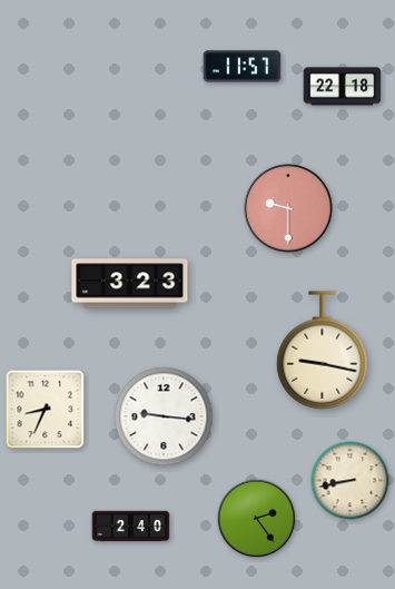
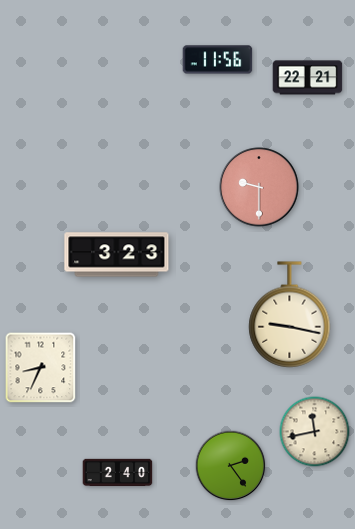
clock at (243, 67): 11:57 -> 11:56
clock at (343, 87): 22:18 -> 22:21
clock at (164, 416): 9:16 -> none
clock at (350, 481): 8:43 -> 11:43
